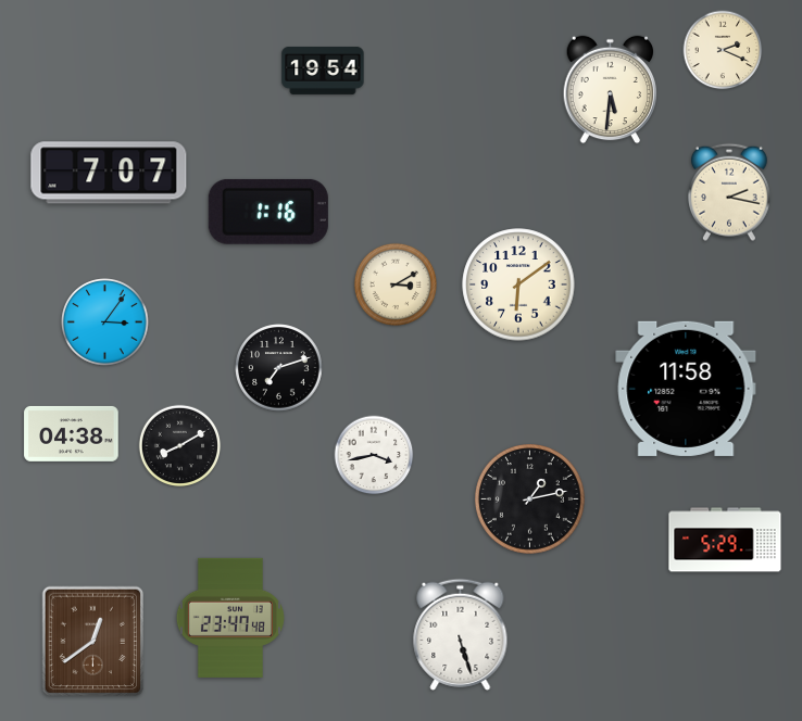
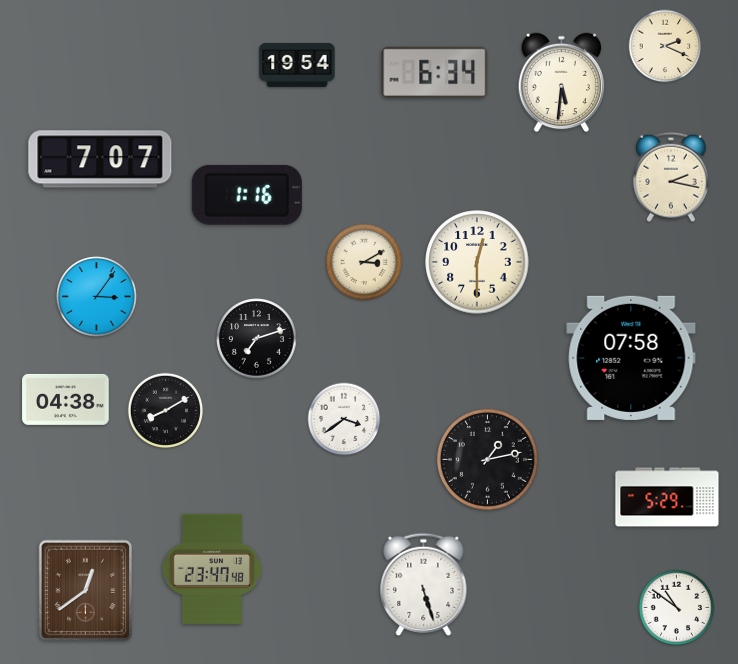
clock at (435, 72): none -> 6:34
clock at (518, 284): 6:09 -> 12:30
clock at (686, 389): 11:58 -> 07:58
clock at (374, 455): 3:43 -> 3:39
clock at (677, 608): none -> 10:51
